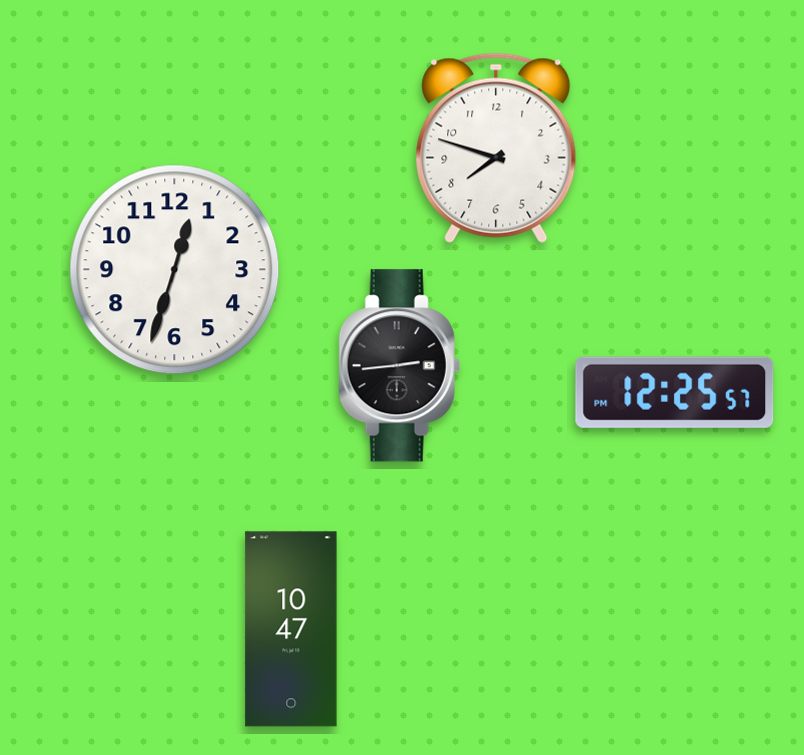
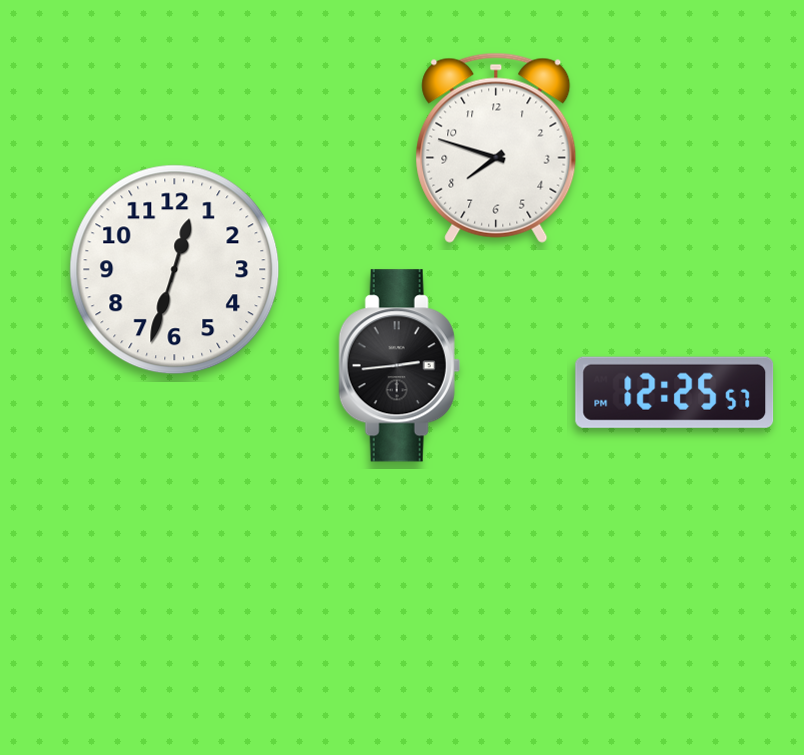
clock at (291, 629): 10:47 -> none
